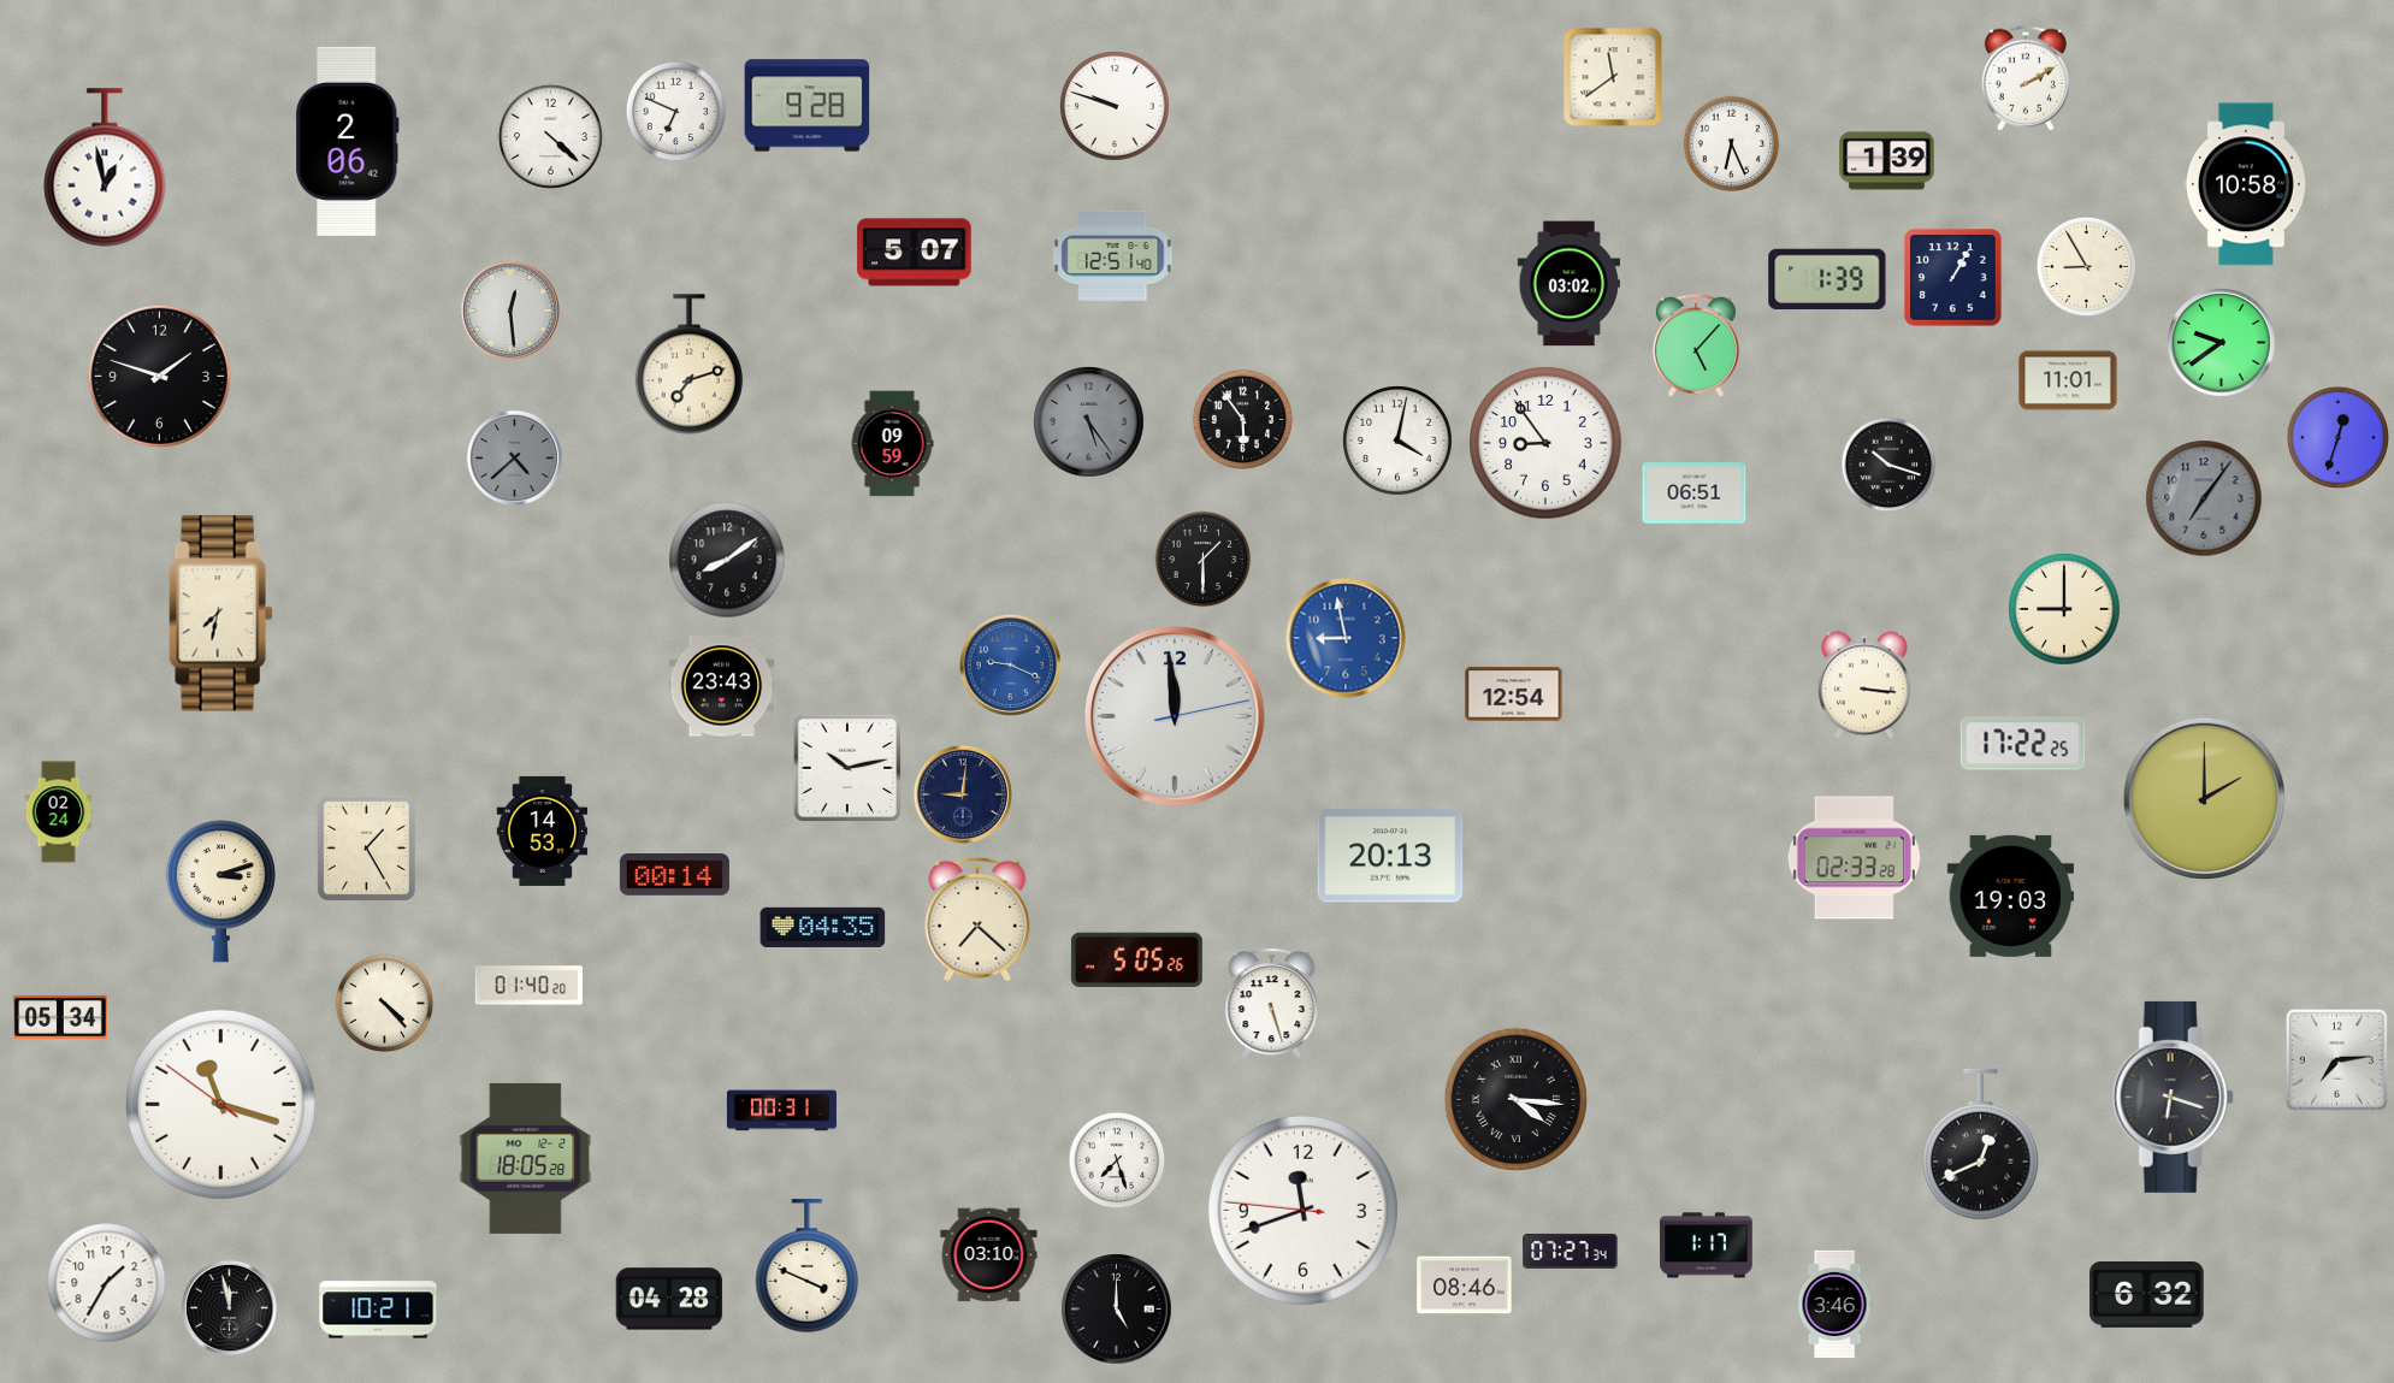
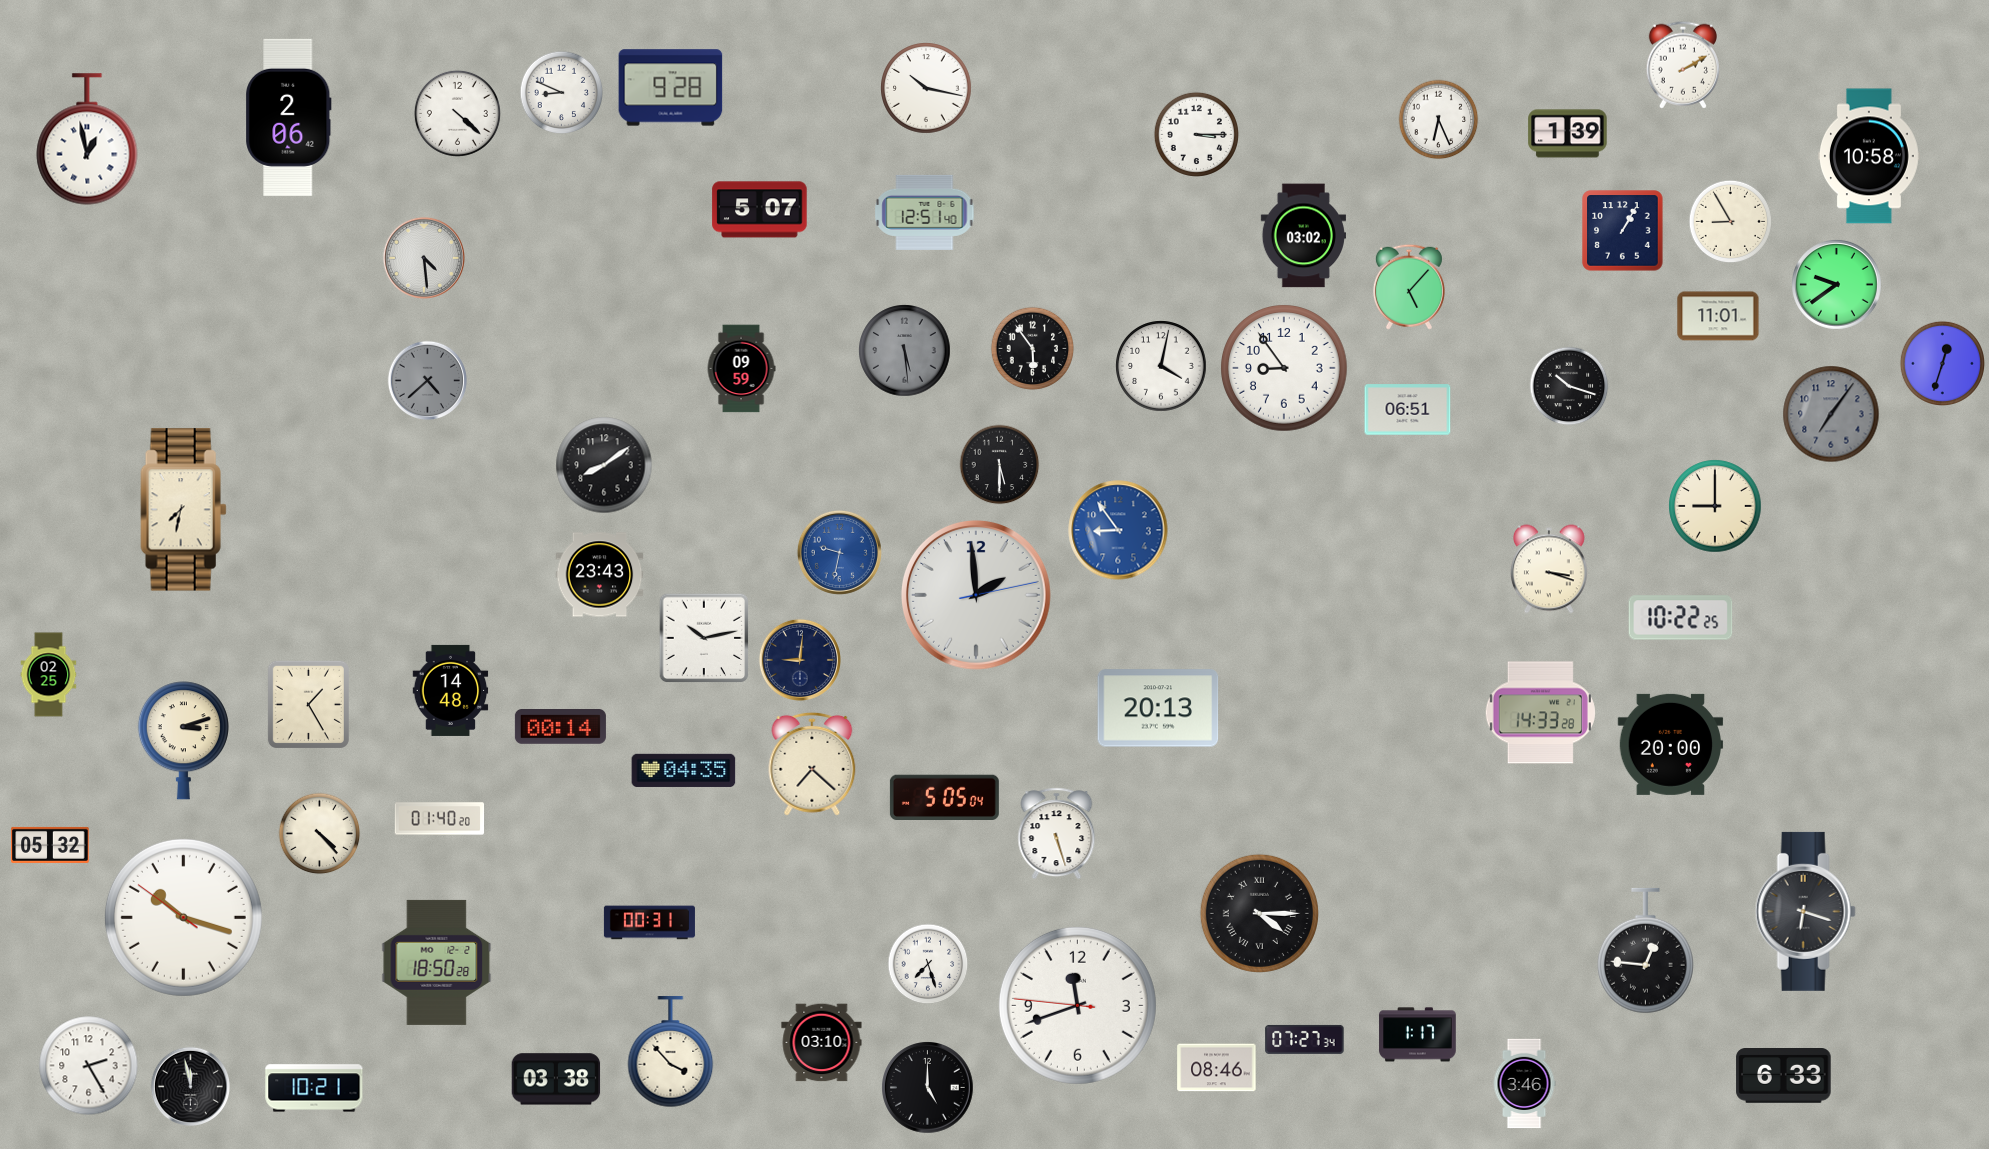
clock at (1613, 77): 11:39 -> none
clock at (1115, 106): 9:48 -> 10:17
clock at (676, 112): 6:49 -> 8:49
clock at (1196, 134): none -> 3:15
clock at (2247, 184) position: (2247, 184) -> (1870, 156)
clock at (2087, 267) position: (2087, 267) -> (1731, 222)
clock at (1827, 279): 1:39 -> none
clock at (510, 311): 12:29 -> 4:29
clock at (2222, 343) position: (2222, 343) -> (1837, 285)
clock at (688, 365): 7:12 -> none
clock at (159, 376): 1:48 -> none
clock at (1089, 422): 5:24 -> 5:29
clock at (1204, 560): 1:30 -> 5:30
clock at (1346, 638): 8:58 -> 8:54
clock at (1010, 664): 9:19 -> 9:32
clock at (1866, 685): 3:16 -> 3:18
clock at (722, 686) position: (722, 686) -> (600, 575)
clock at (1514, 695): 12:54 -> none
clock at (1176, 717): 11:59 -> 1:59
clock at (2023, 744): 17:22 -> 10:22
clock at (2204, 798): 2:00 -> none
clock at (59, 812): 02:24 -> 02:25
clock at (543, 831): 14:53 -> 14:48
clock at (366, 847) position: (366, 847) -> (308, 704)
clock at (1390, 856) position: (1390, 856) -> (1158, 708)
clock at (1854, 858): 02:33 -> 14:33
clock at (2011, 896): 19:03 -> 20:00
clock at (1136, 959): 5:05:26 -> 5:05:04
clock at (60, 1017): 05:34 -> 05:32
clock at (2336, 1059): 7:14 -> none
clock at (1515, 1099): 4:16 -> 4:15
clock at (220, 1104): 11:17 -> 10:17
clock at (1980, 1145): 12:41 -> 12:46
clock at (526, 1158): 18:05 -> 18:50
clock at (1302, 1210) position: (1302, 1210) -> (1077, 1005)
clock at (808, 1266): 3:49 -> 3:53
clock at (107, 1283): 1:35 -> 2:25
clock at (2147, 1295): 6:32 -> 6:33
clock at (669, 1299): 04:28 -> 03:38
